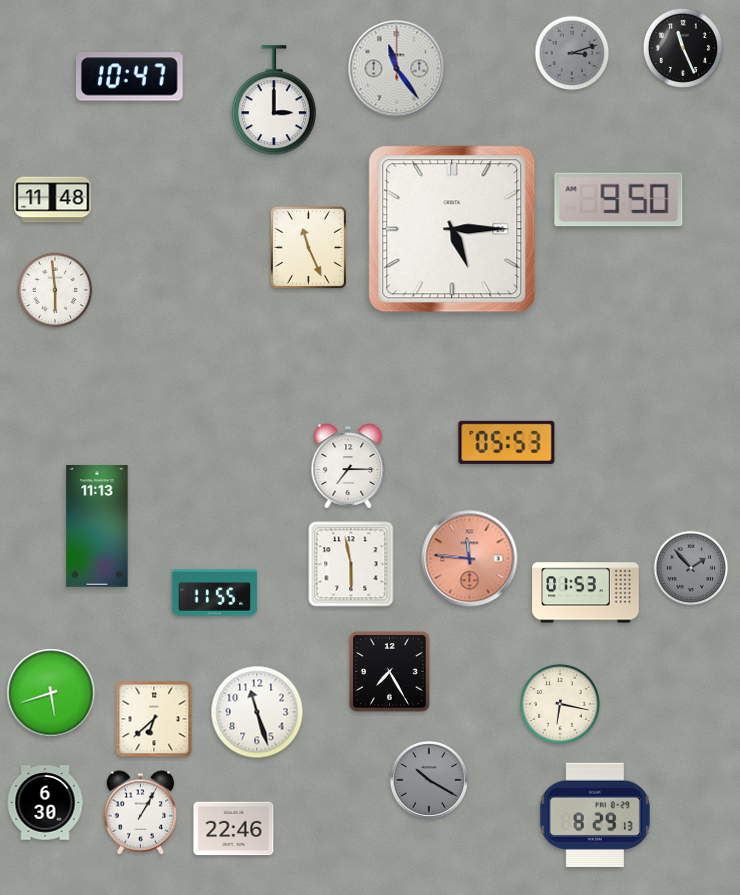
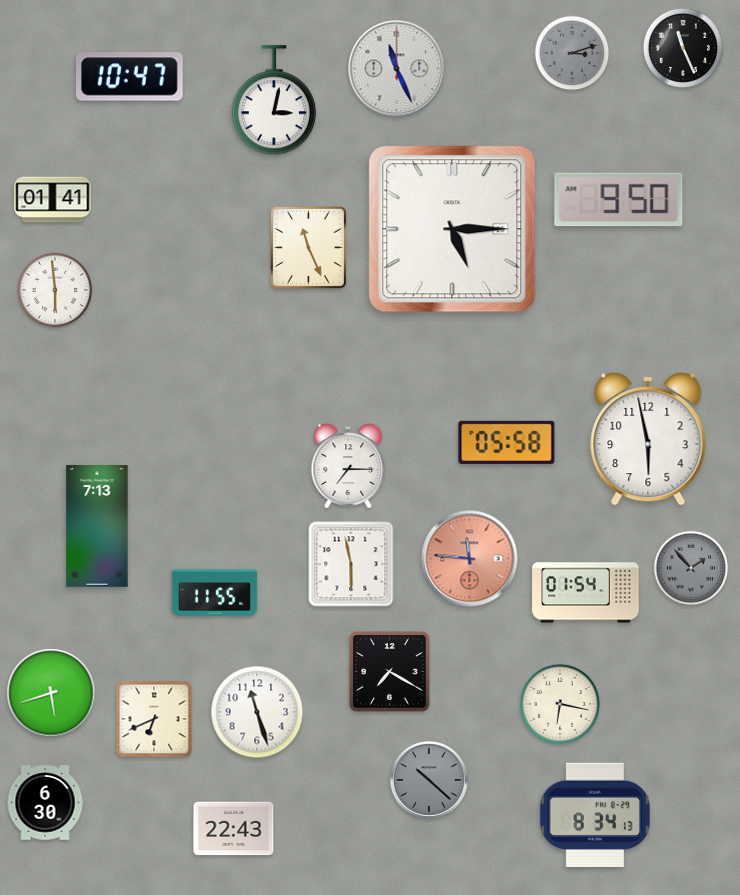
clock at (397, 69): 11:24 -> 11:26
clock at (274, 101): 3:00 -> 3:02
clock at (53, 200): 11:48 -> 01:41
clock at (648, 439): none -> 5:58
clock at (507, 442): 05:53 -> 05:58
clock at (97, 526): 11:13 -> 7:13
clock at (586, 593): 01:53 -> 01:54
clock at (390, 672): 7:25 -> 7:20
clock at (154, 719): 6:38 -> 6:41
clock at (429, 780): 10:20 -> 10:22
clock at (141, 813): 1:05 -> none
clock at (595, 814): 8:29 -> 8:34
clock at (234, 829): 22:46 -> 22:43
